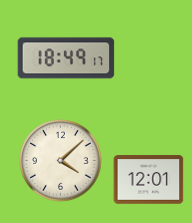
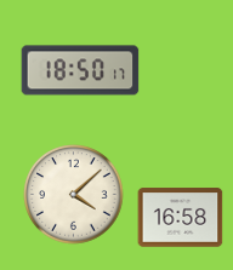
clock at (66, 58): 18:49 -> 18:50
clock at (149, 180): 12:01 -> 16:58
